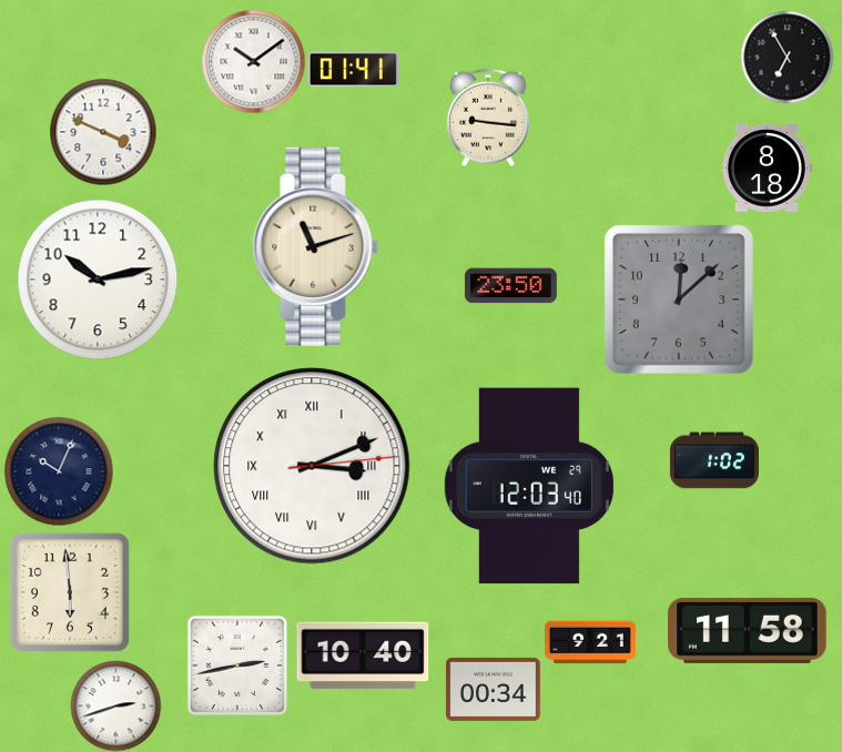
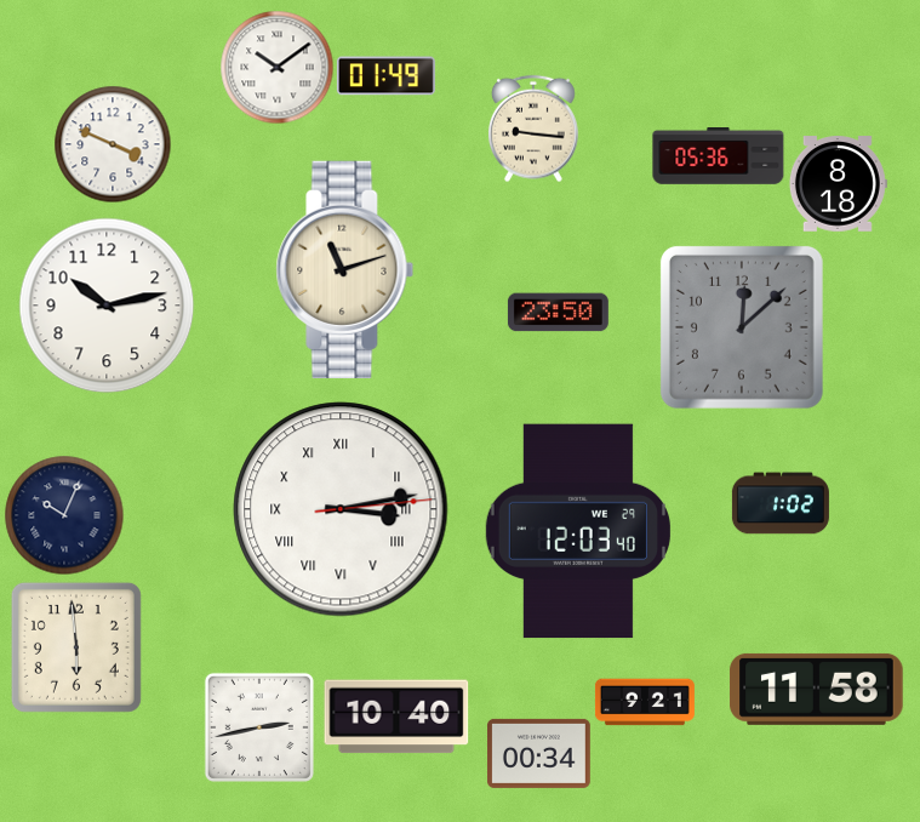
clock at (787, 57): 6:55 -> none
clock at (353, 70): 01:41 -> 01:49
clock at (719, 156): none -> 05:36
clock at (312, 466): 3:11 -> 3:13
clock at (115, 705): 2:42 -> none
